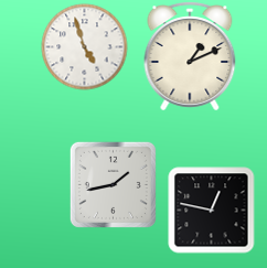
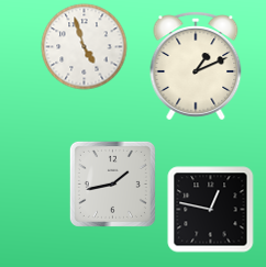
clock at (190, 56) position: (190, 56) -> (196, 66)
